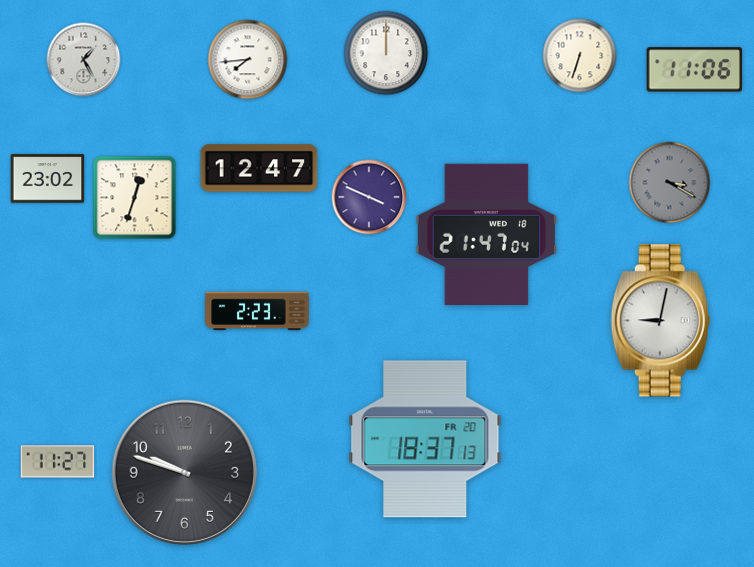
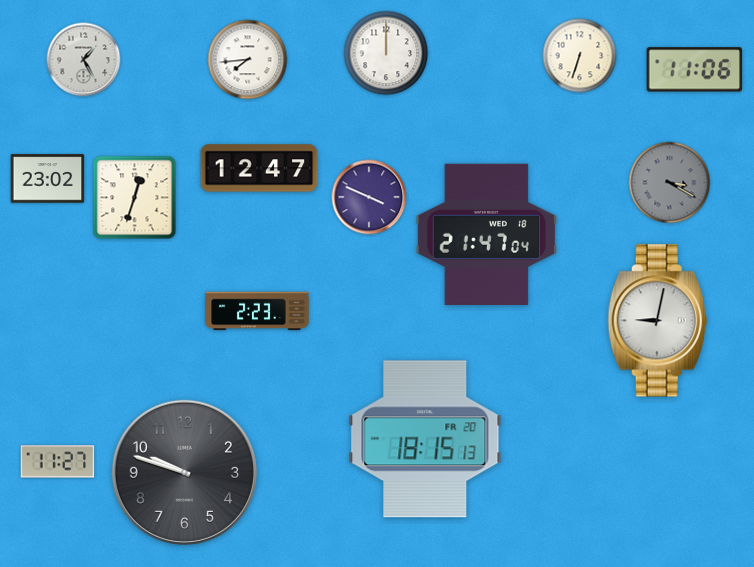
clock at (660, 321) position: (660, 321) -> (657, 321)
clock at (425, 439): 18:37 -> 18:15
